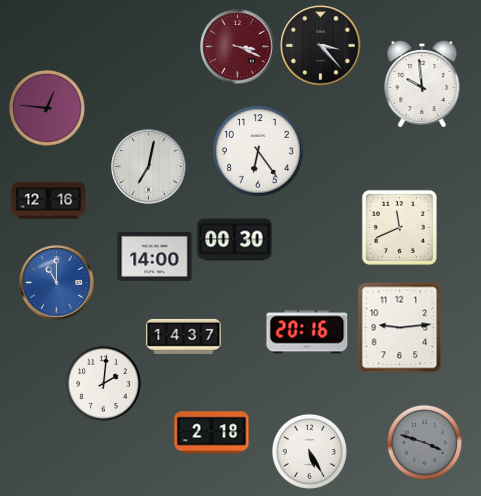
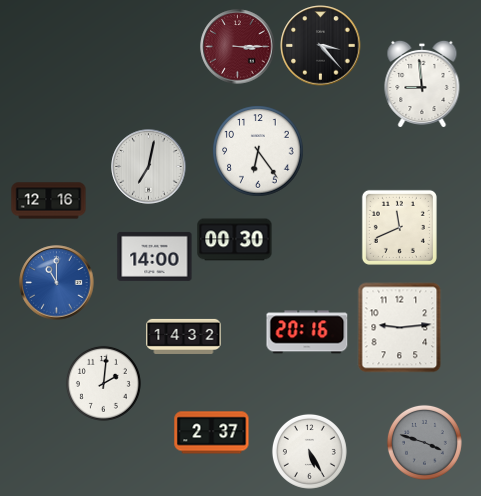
clock at (238, 47): 3:19 -> 3:15
clock at (422, 84): 9:59 -> 8:59
clock at (47, 108): 12:46 -> none
clock at (184, 336): 14:37 -> 14:32
clock at (212, 433): 2:18 -> 2:37
